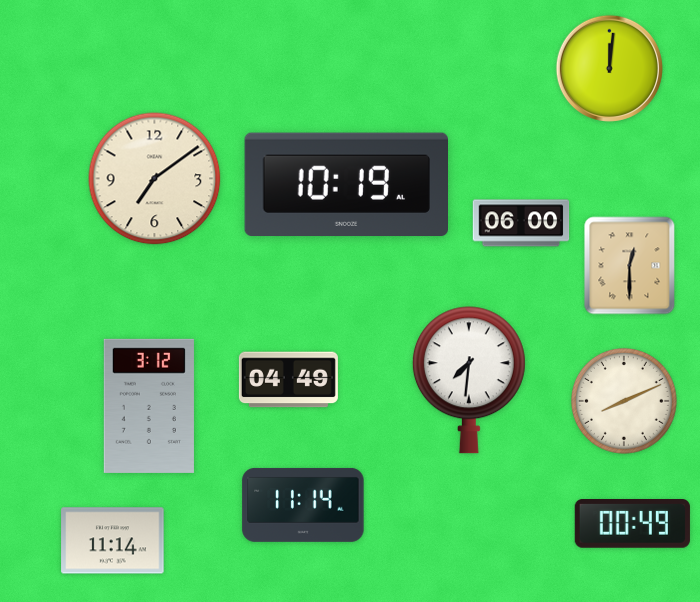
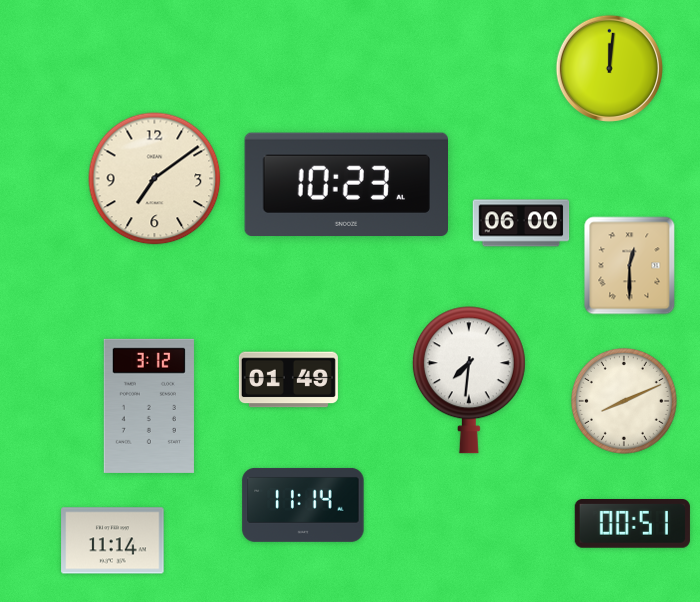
clock at (346, 185): 10:19 -> 10:23
clock at (288, 380): 04:49 -> 01:49
clock at (632, 524): 00:49 -> 00:51
